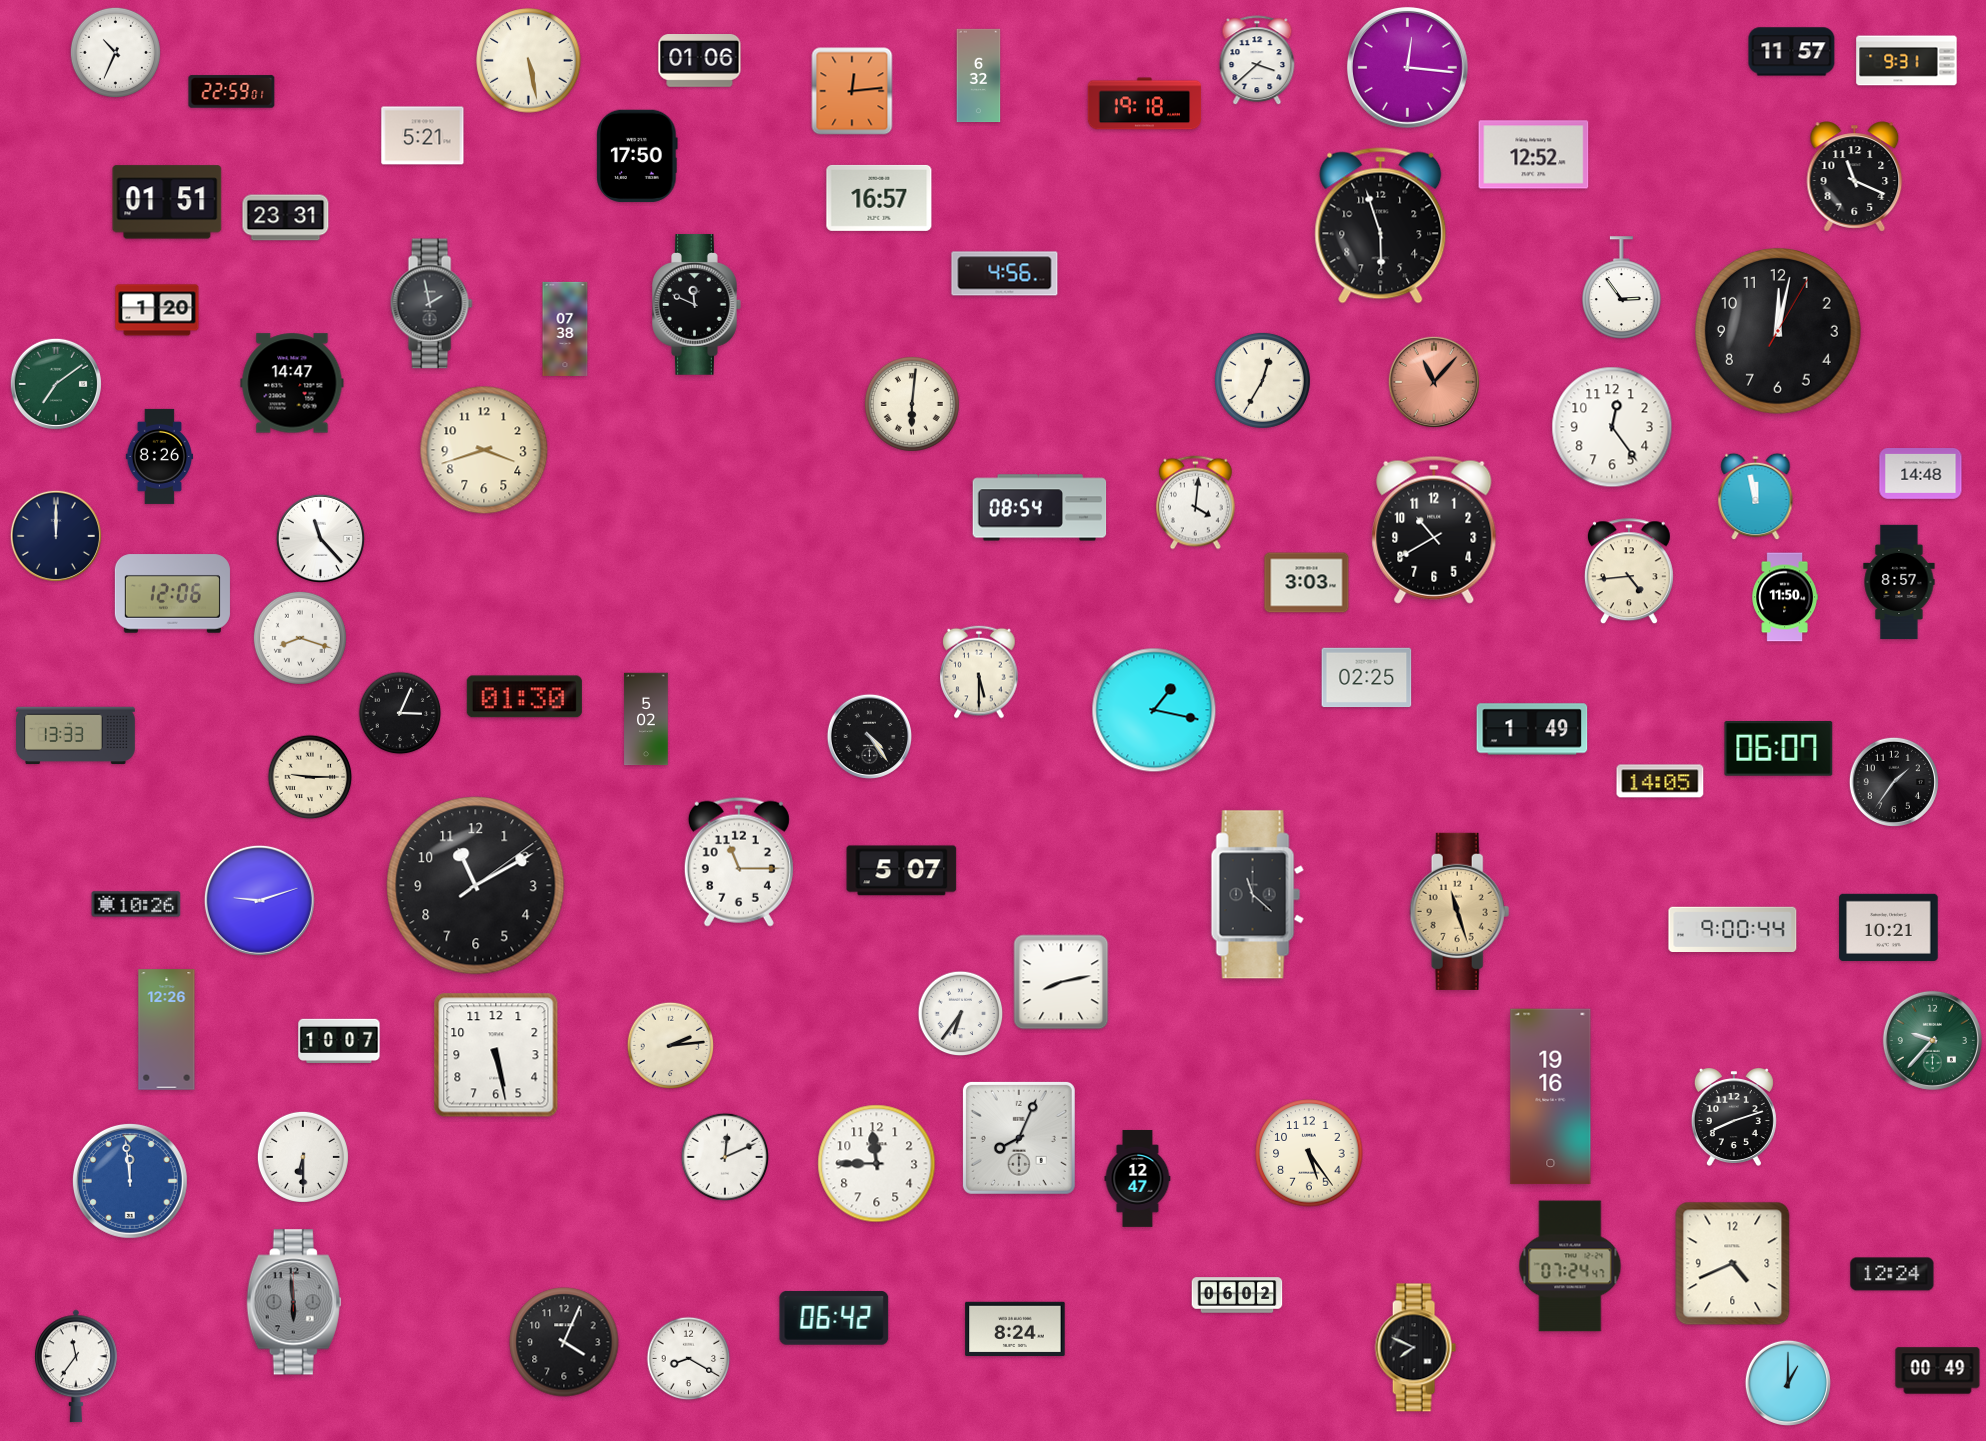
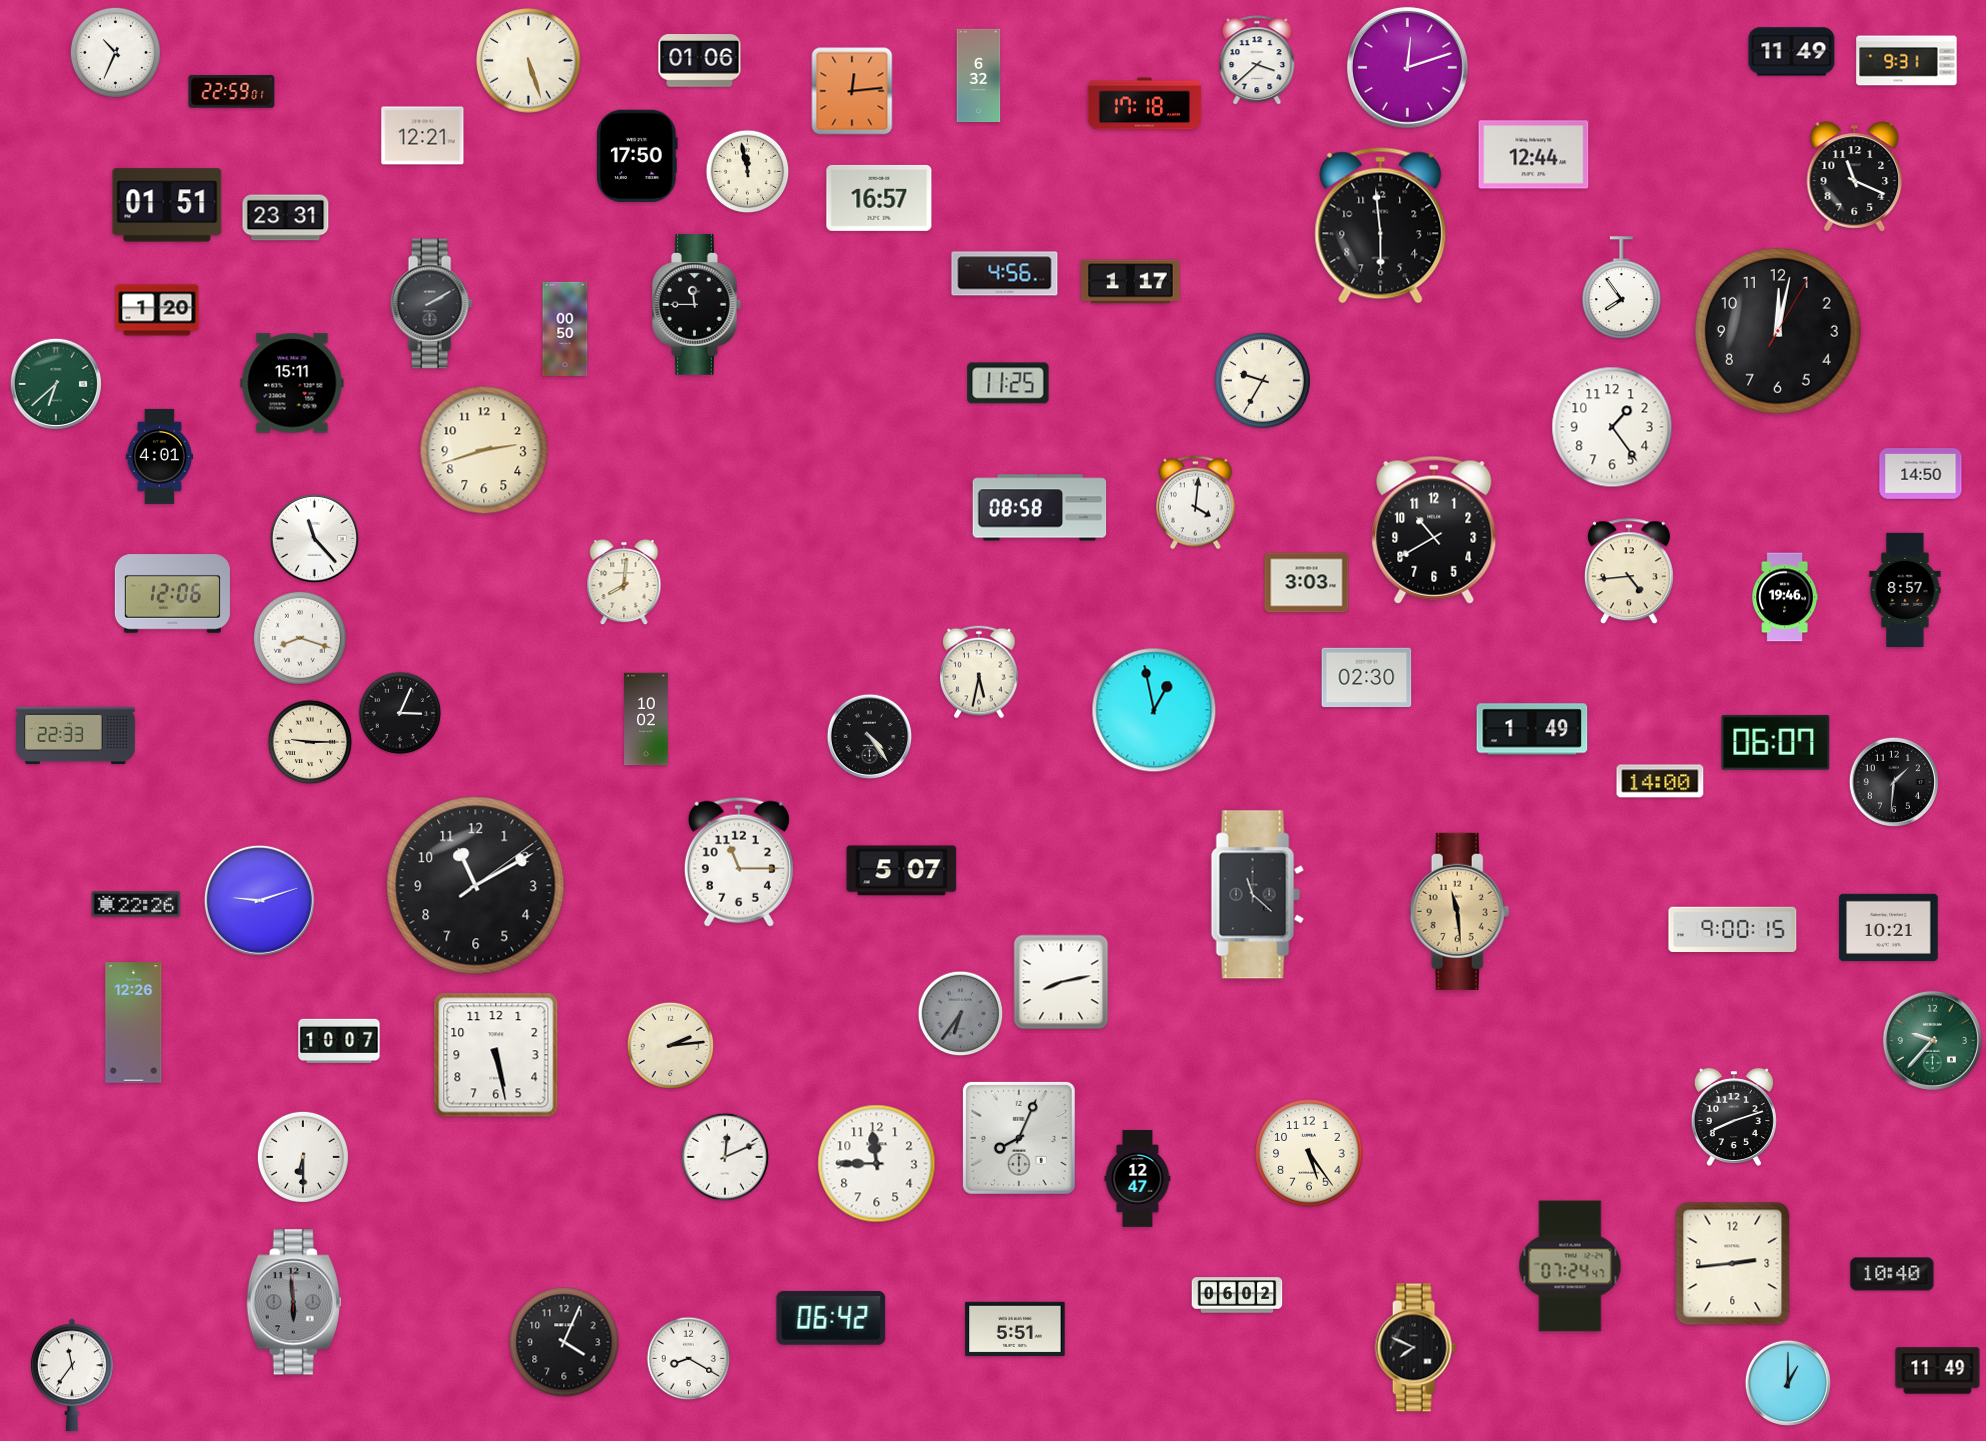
clock at (1792, 52): 11:57 -> 11:49
clock at (529, 61): 5:28 -> 5:27
clock at (1407, 67): 12:16 -> 12:12
clock at (1145, 104): 19:18 -> 17:18
clock at (423, 136): 5:21 -> 12:21
clock at (1534, 155): 12:52 -> 12:44
clock at (748, 172): none -> 11:58
clock at (167, 202) position: (167, 202) -> (167, 205)
clock at (1381, 226): 5:57 -> 5:59
clock at (1131, 282): none -> 1:17
clock at (1622, 288): 2:54 -> 7:54
clock at (431, 304): 1:58 -> 2:10
clock at (697, 305): 11:49 -> 11:45
clock at (565, 329): 07:38 -> 00:50
clock at (1262, 380): 12:35 -> 9:35
clock at (1434, 382): 11:07 -> none
clock at (292, 383): 14:47 -> 15:11
clock at (1008, 383): none -> 11:25
clock at (56, 384): 7:09 -> 6:38
clock at (912, 404): 6:01 -> none
clock at (1612, 427): 12:24 -> 1:24
clock at (484, 450): 3:42 -> 2:42
clock at (159, 456): 8:26 -> 4:01
clock at (1921, 474): 14:48 -> 14:50
clock at (1756, 497): 11:58 -> none
clock at (1040, 508): 08:54 -> 08:58
clock at (56, 536): 12:00 -> none
clock at (320, 538) position: (320, 538) -> (314, 538)
clock at (624, 582): none -> 8:01
clock at (1899, 582) position: (1899, 582) -> (1905, 590)
clock at (1784, 597): 11:50 -> 19:46
clock at (979, 672): 5:30 -> 5:32
clock at (1367, 678): 02:25 -> 02:30
clock at (524, 697): 01:30 -> none
clock at (1154, 710): 1:17 -> 12:58
clock at (646, 719): 5:02 -> 10:02
clock at (76, 736): 13:33 -> 22:33
clock at (1779, 749) position: (1779, 749) -> (1776, 743)
clock at (310, 777) position: (310, 777) -> (310, 742)
clock at (1660, 781): 14:05 -> 14:00
clock at (1894, 782): 1:36 -> 1:31
clock at (136, 904): 10:26 -> 22:26
clock at (1460, 911): 11:27 -> 11:29
clock at (1733, 929): 9:00:44 -> 9:00:15
clock at (961, 1014) dial: white -> grey
clock at (167, 1030) position: (167, 1030) -> (134, 1023)
clock at (1551, 1097): 19:16 -> none
clock at (130, 1181): 11:59 -> none
clock at (1733, 1264): 4:41 -> 2:44
clock at (1892, 1274): 12:24 -> 10:40
clock at (834, 1319) position: (834, 1319) -> (831, 1319)
clock at (1015, 1328): 8:24 -> 5:51
clock at (77, 1366) position: (77, 1366) -> (73, 1375)
clock at (1938, 1371): 00:49 -> 11:49
